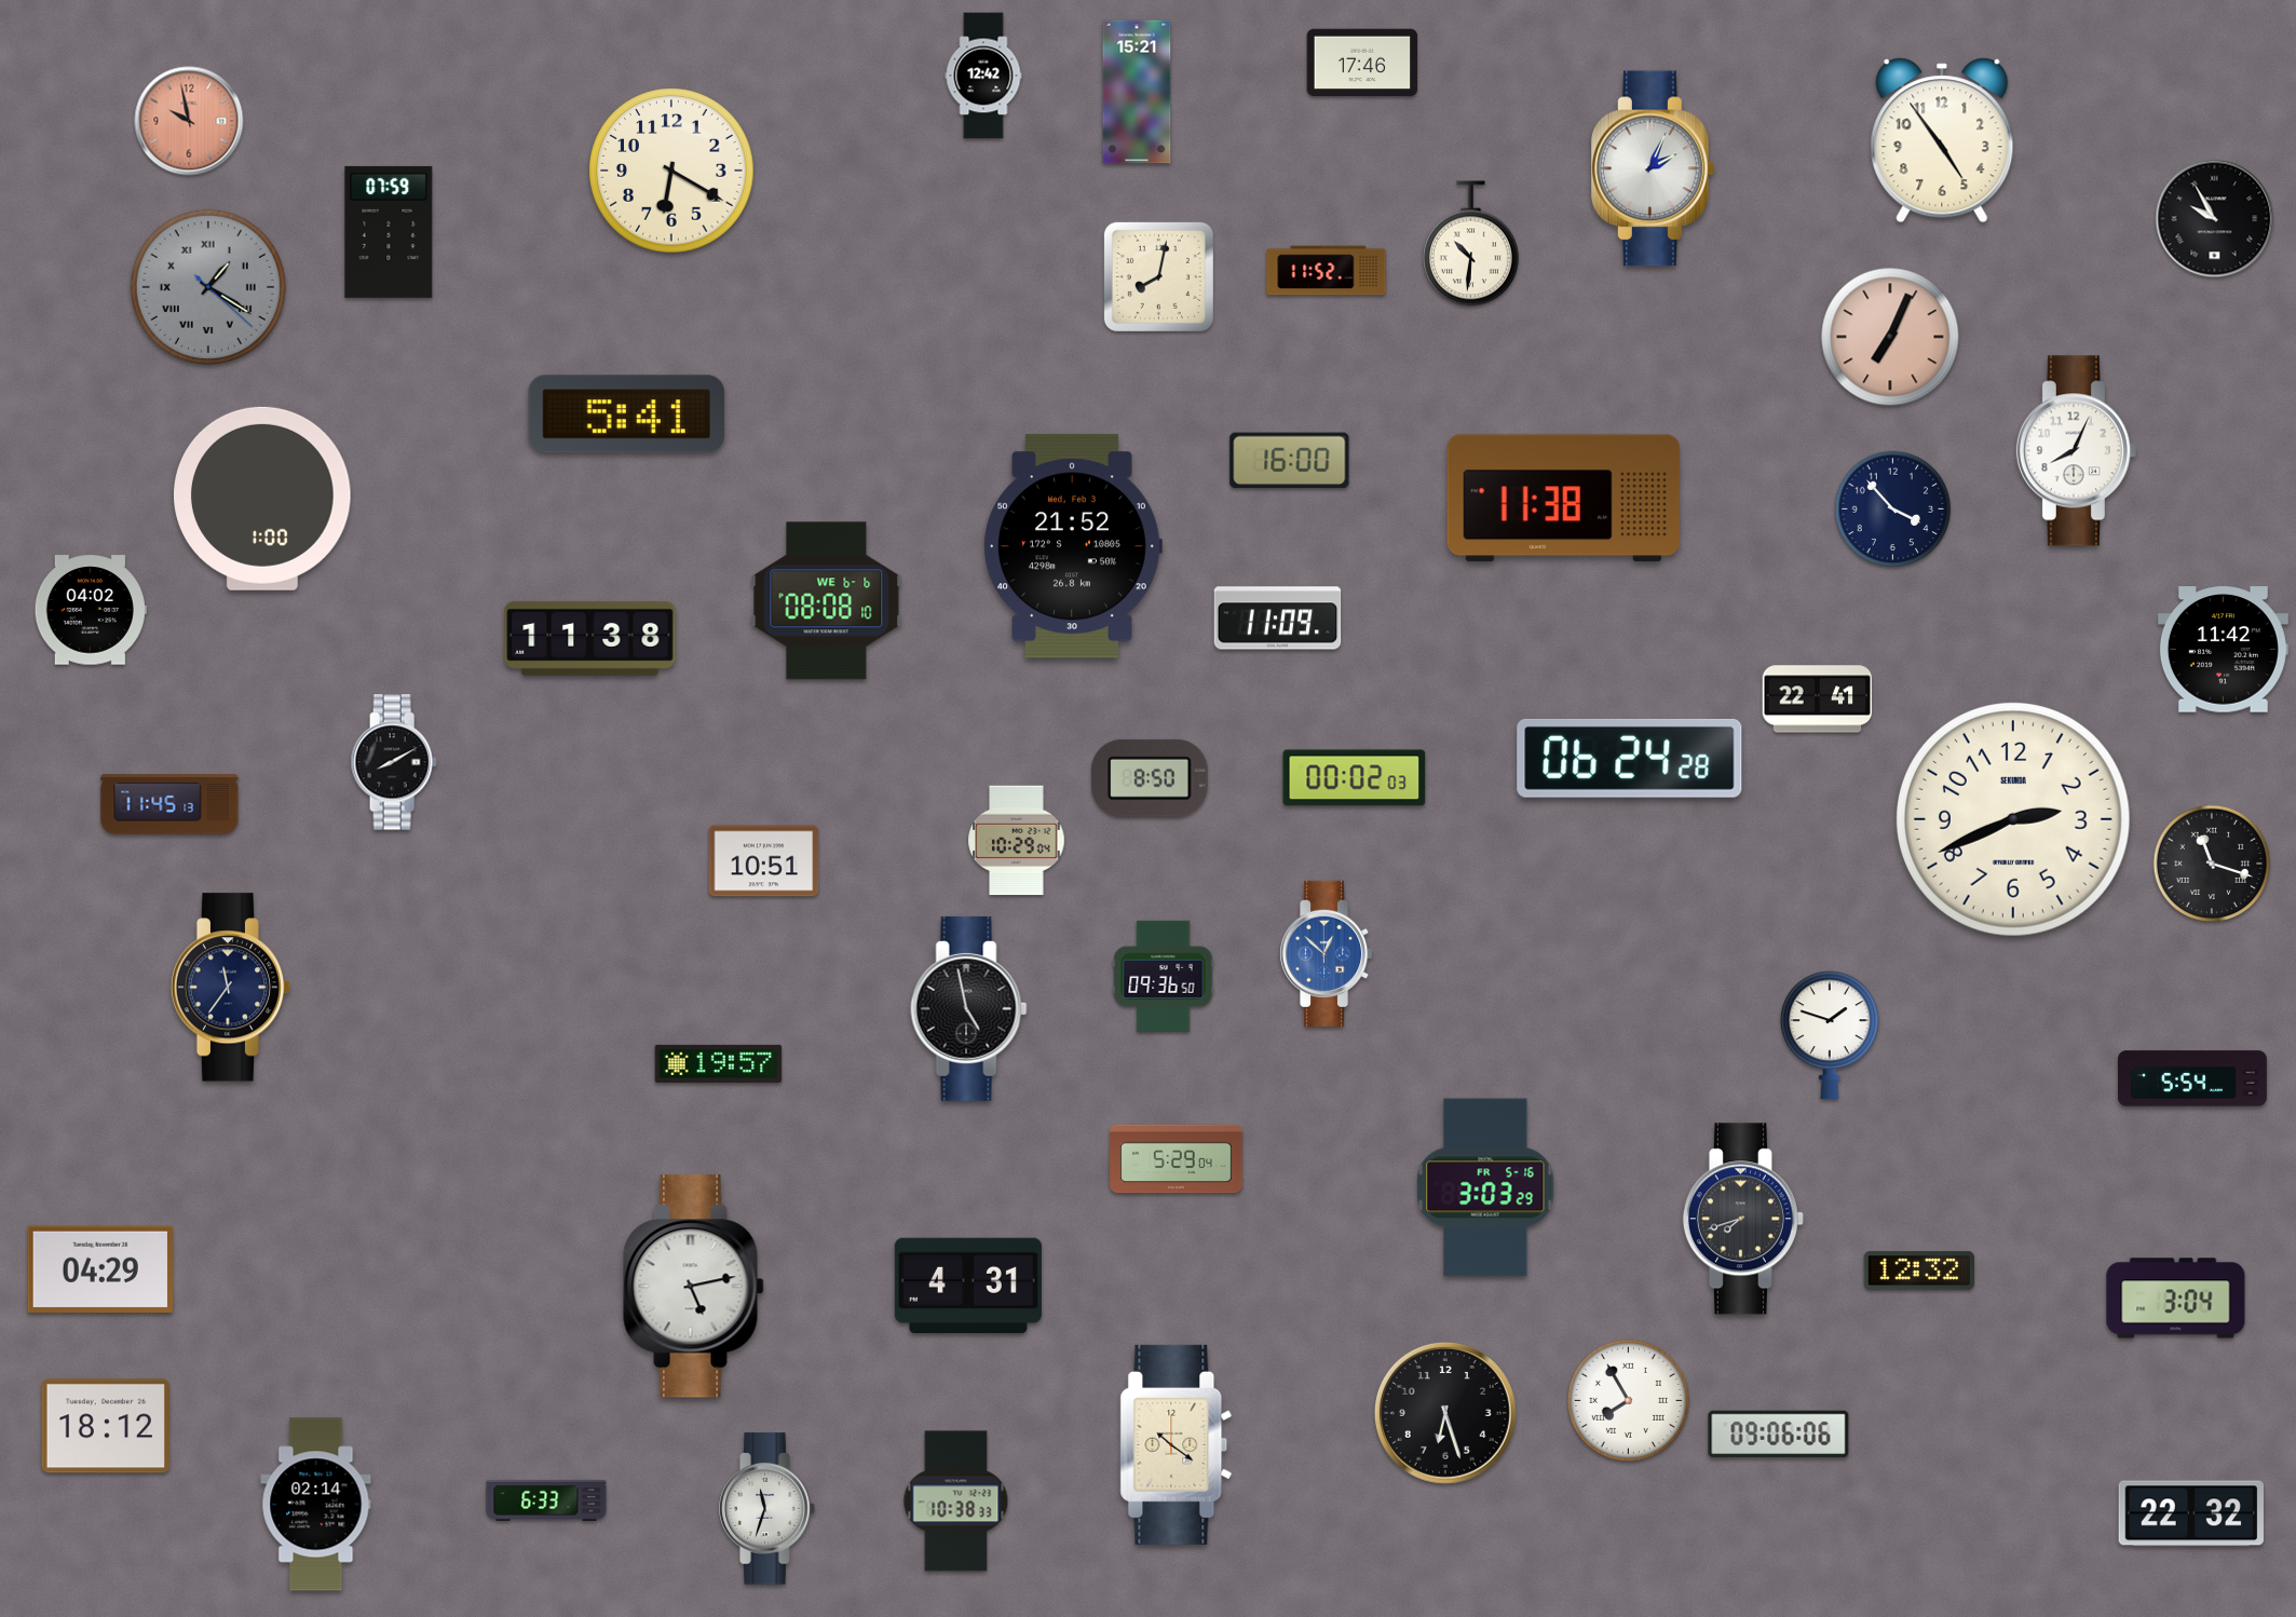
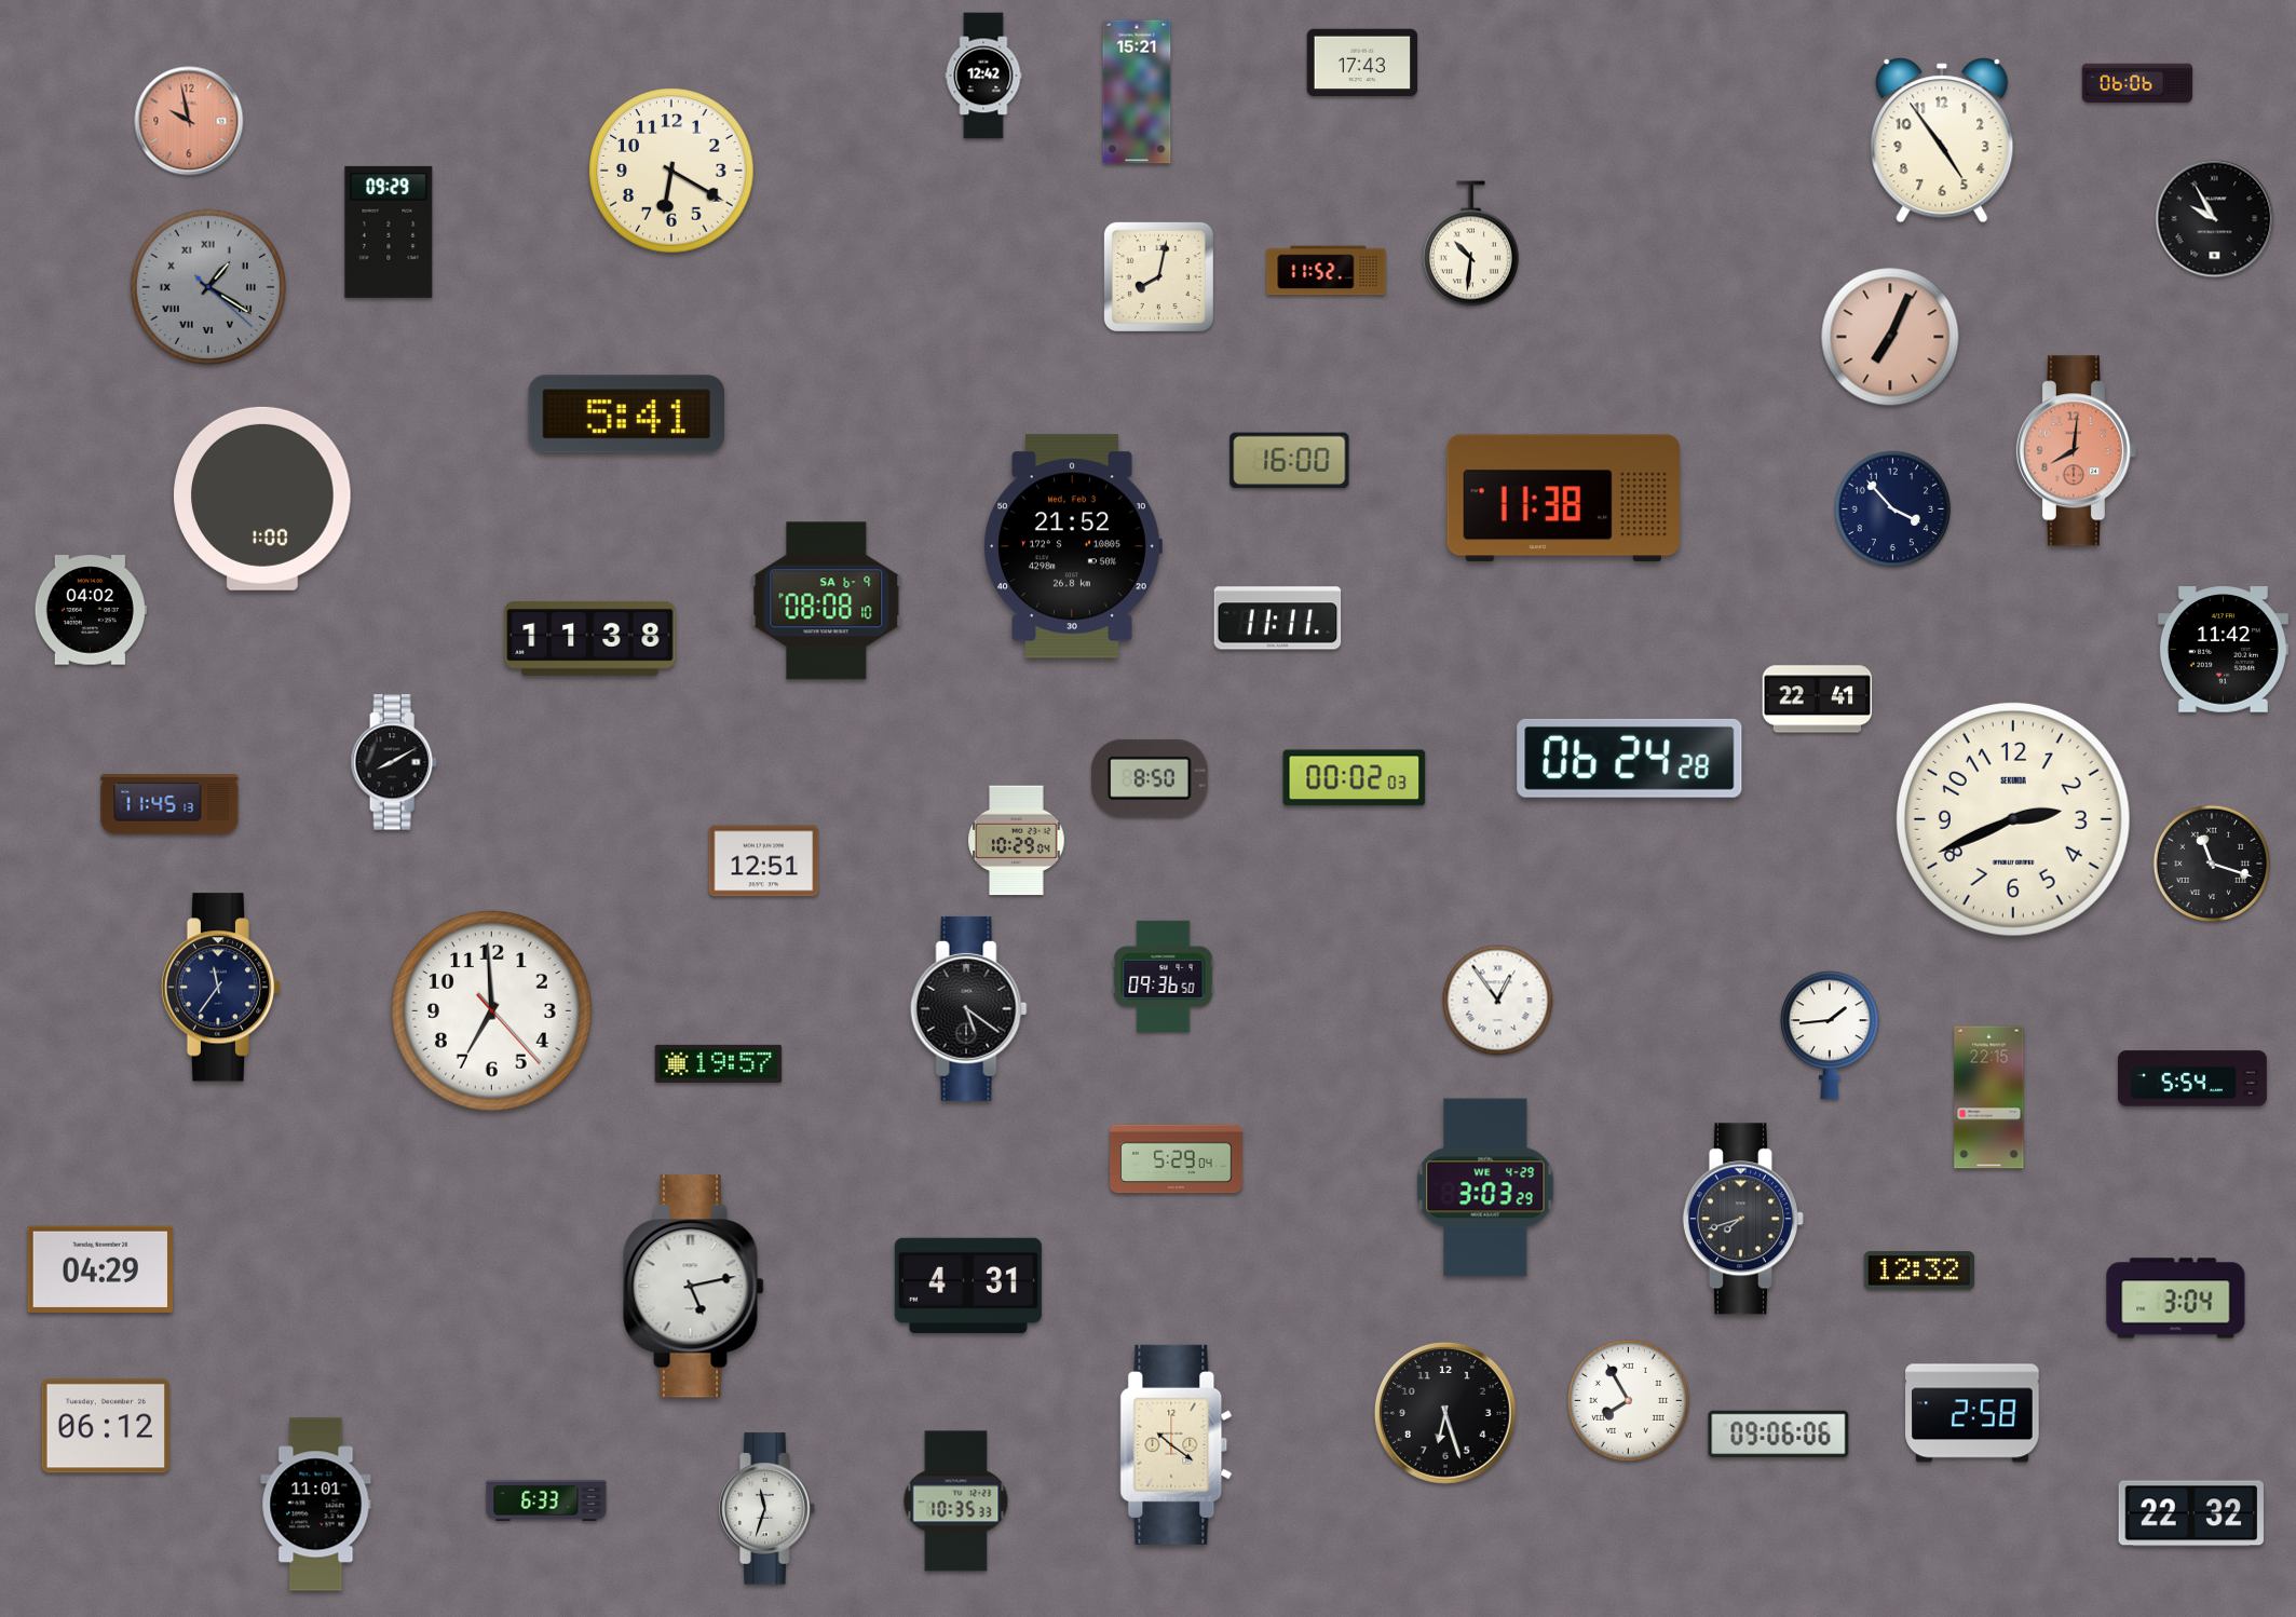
clock at (1362, 63): 17:46 -> 17:43
clock at (2137, 83): none -> 06:06
clock at (1654, 168): 2:04 -> none
clock at (389, 232): 07:59 -> 09:29
clock at (2076, 451): 8:04 -> 8:01
clock at (2076, 451) dial: white -> salmon
clock at (827, 601) date: WE 6-6 -> SA 6-9
clock at (1278, 619): 11:09 -> 11:11
clock at (764, 861): 10:51 -> 12:51
clock at (1326, 953): 12:52 -> none
clock at (231, 988) position: (231, 988) -> (221, 988)
clock at (1498, 1001): none -> 12:54
clock at (969, 1008): 4:58 -> 5:21
clock at (492, 1011): none -> 6:59
clock at (1831, 1035): 1:48 -> 1:44
clock at (1989, 1098): none -> 22:15
clock at (1485, 1187) date: FR 5-16 -> WE 4-29
clock at (1972, 1413): none -> 2:58
clock at (105, 1426): 18:12 -> 06:12
clock at (956, 1501): 10:38 -> 10:35
clock at (316, 1505): 02:14 -> 11:01
